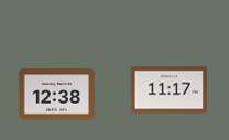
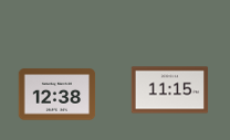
clock at (170, 90): 11:17 -> 11:15
